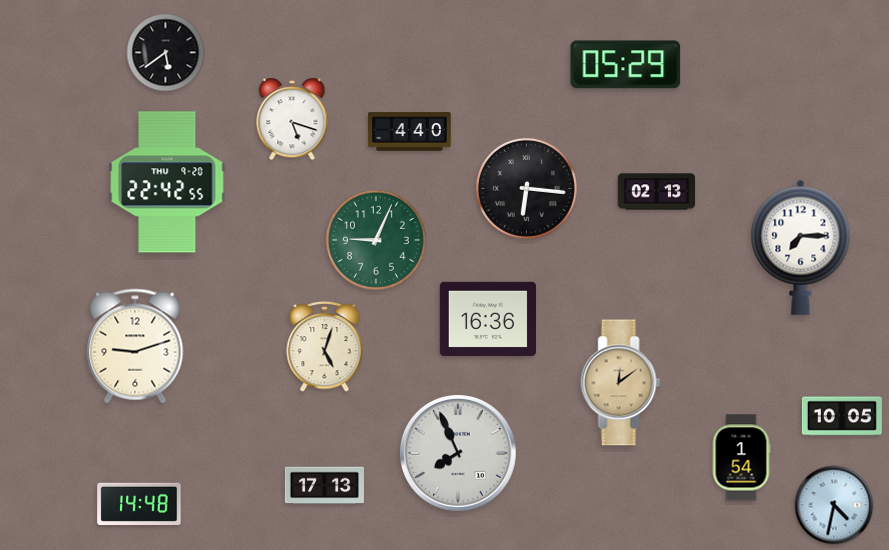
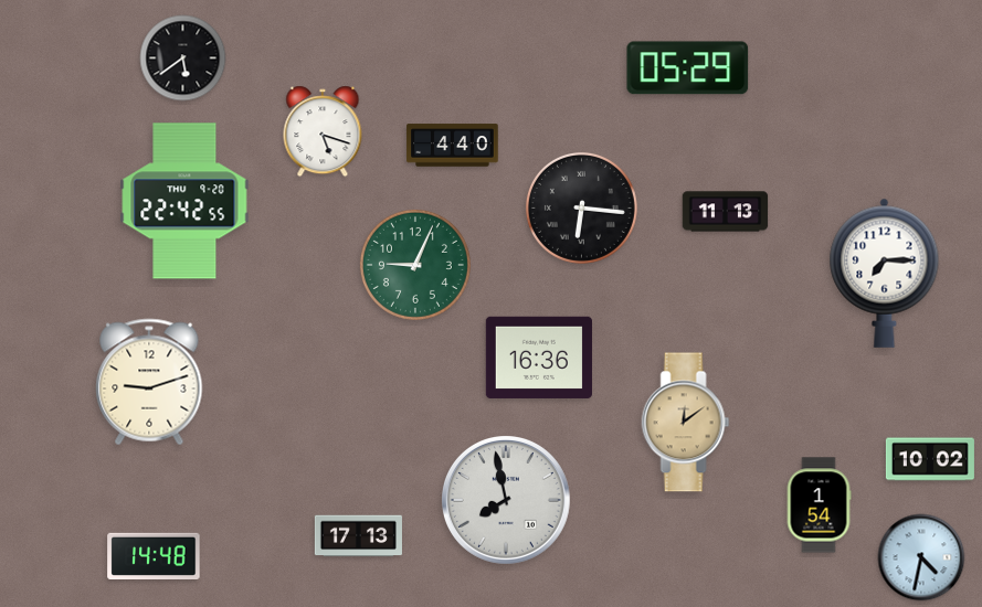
clock at (626, 65) position: (626, 65) -> (688, 68)
clock at (657, 192): 02:13 -> 11:13
clock at (488, 318) position: (488, 318) -> (539, 356)
clock at (325, 346): 5:03 -> none
clock at (842, 416): 10:05 -> 10:02
clock at (459, 454): 7:56 -> 7:58
